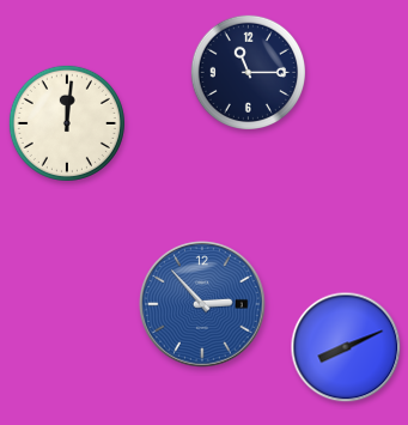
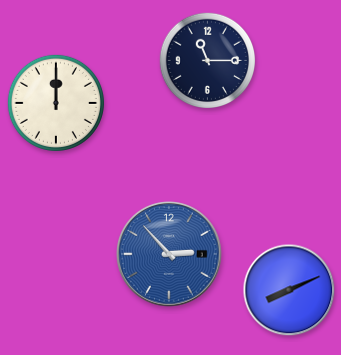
clock at (67, 123): 12:01 -> 12:00
